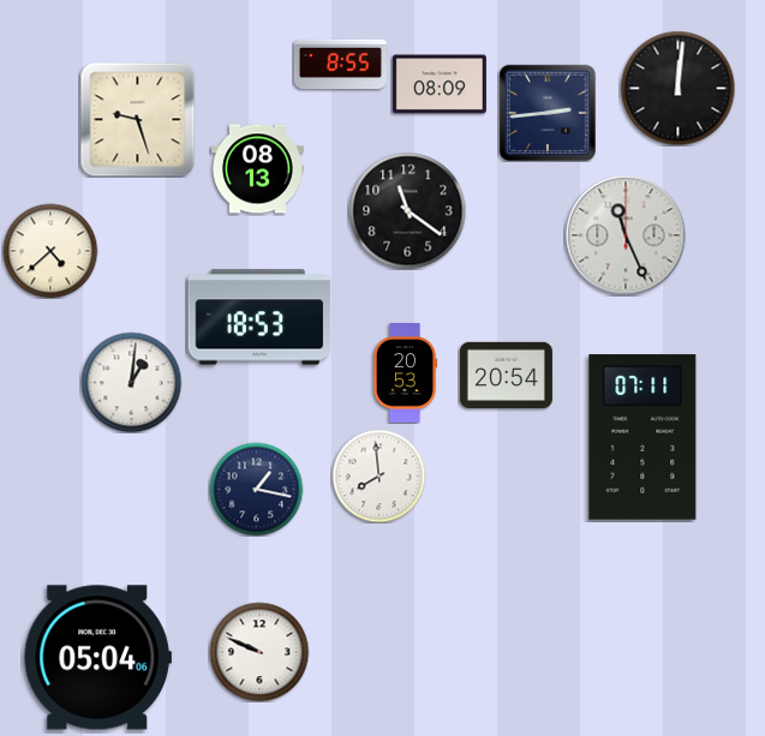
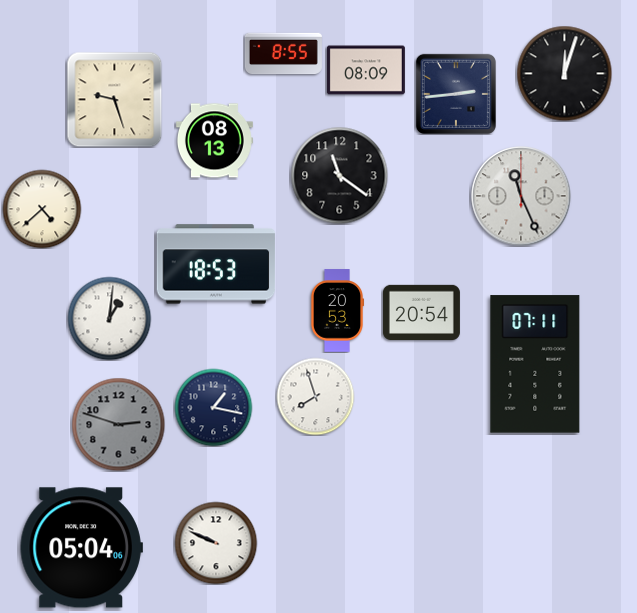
clock at (677, 88): 12:01 -> 12:03
clock at (378, 475): 7:59 -> 7:57
clock at (118, 424): none -> 2:48
